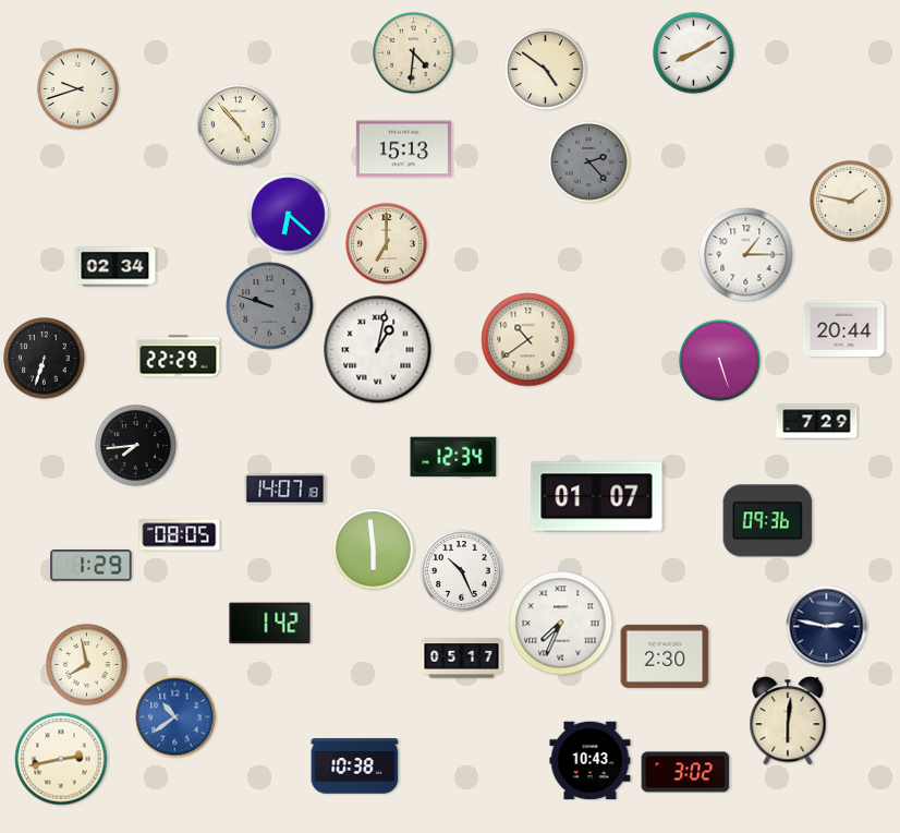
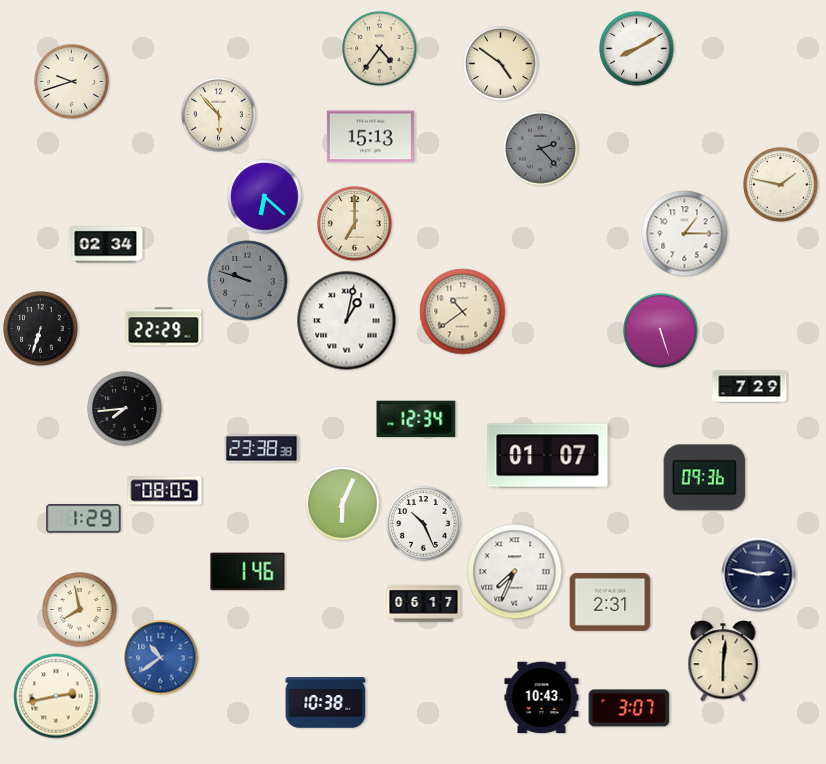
clock at (414, 53): 4:31 -> 4:36
clock at (239, 125): 4:53 -> 5:53
clock at (844, 328): 20:44 -> none
clock at (528, 340) position: (528, 340) -> (463, 312)
clock at (285, 490): 14:07 -> 23:38
clock at (374, 550): 5:59 -> 6:04
clock at (270, 624): 1:42 -> 1:46
clock at (665, 656): 2:30 -> 2:31
clock at (462, 659): 05:17 -> 06:17
clock at (685, 772): 3:02 -> 3:07
